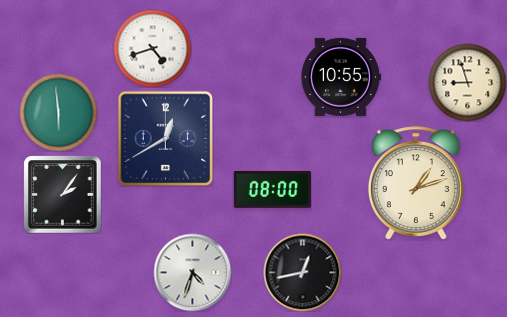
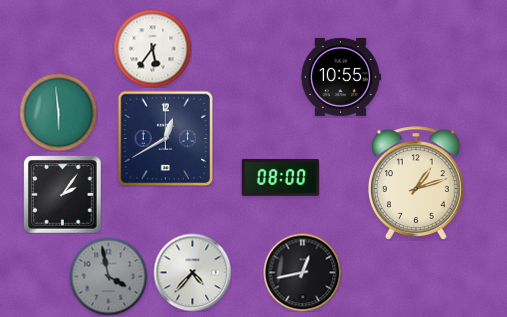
clock at (152, 48): 4:42 -> 5:36
clock at (467, 82): 8:57 -> none
clock at (272, 189) position: (272, 189) -> (280, 177)
clock at (192, 272): 4:33 -> 4:37
clock at (108, 276): none -> 3:58
